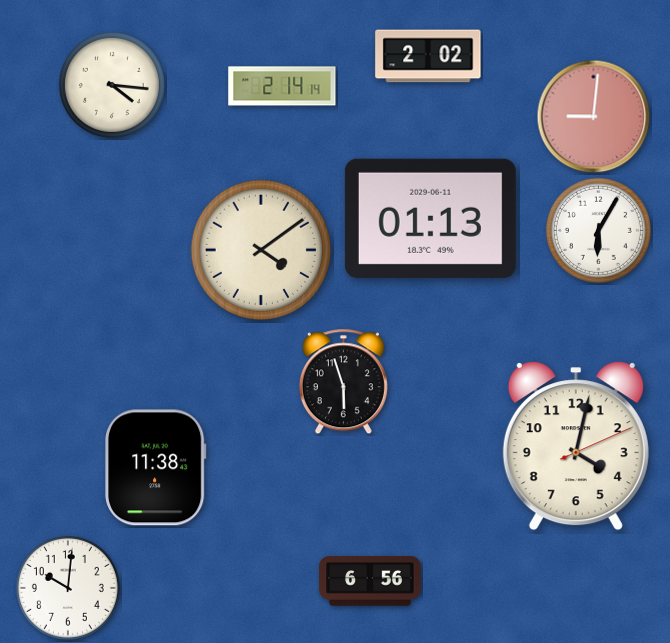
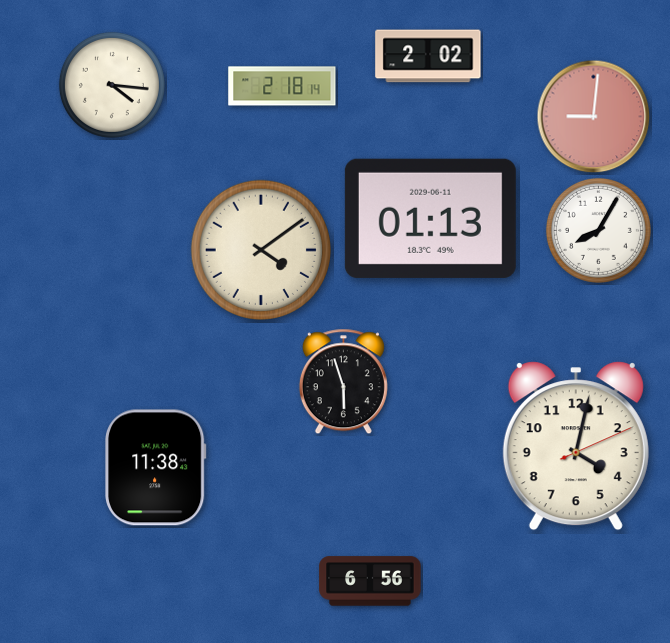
clock at (282, 86): 2:14 -> 2:18
clock at (598, 230): 6:05 -> 8:05
clock at (68, 588): 10:01 -> none
